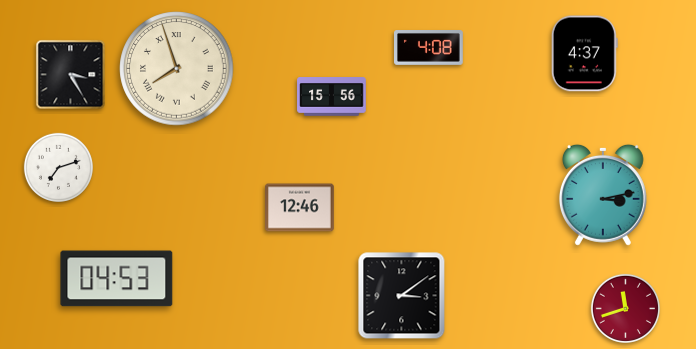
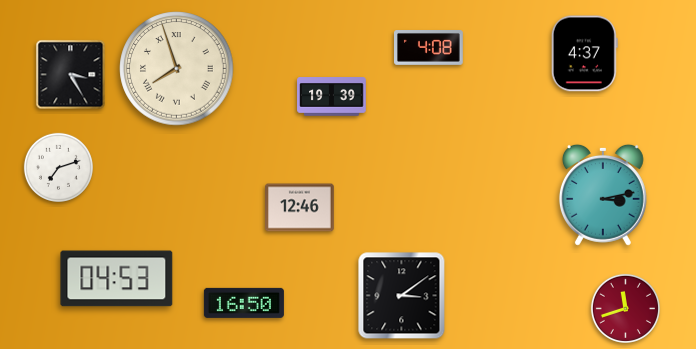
clock at (332, 97): 15:56 -> 19:39
clock at (244, 303): none -> 16:50
